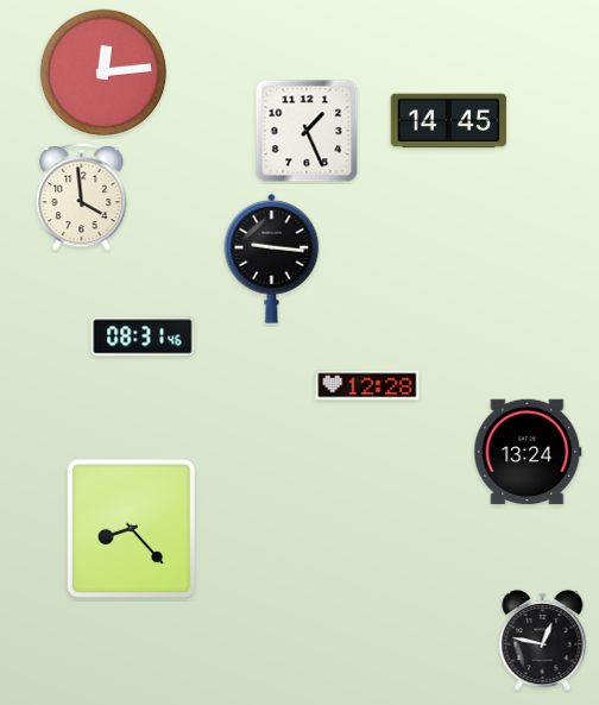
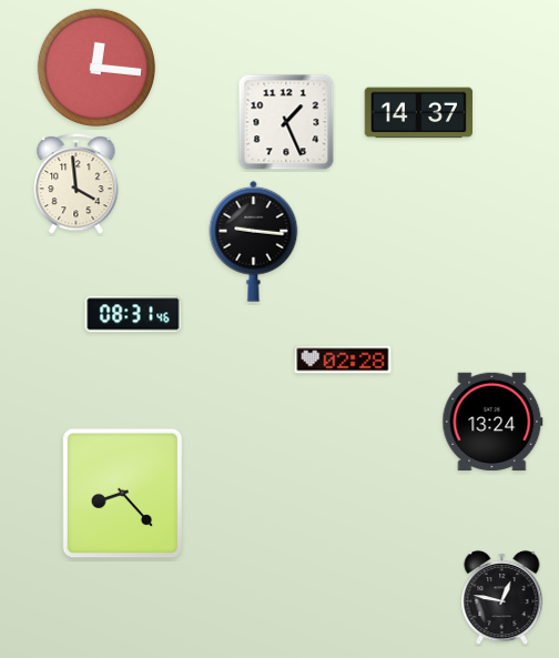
clock at (102, 71): 12:14 -> 12:16
clock at (448, 121): 14:45 -> 14:37
clock at (367, 385): 12:28 -> 02:28
clock at (543, 641) position: (543, 641) -> (502, 598)
